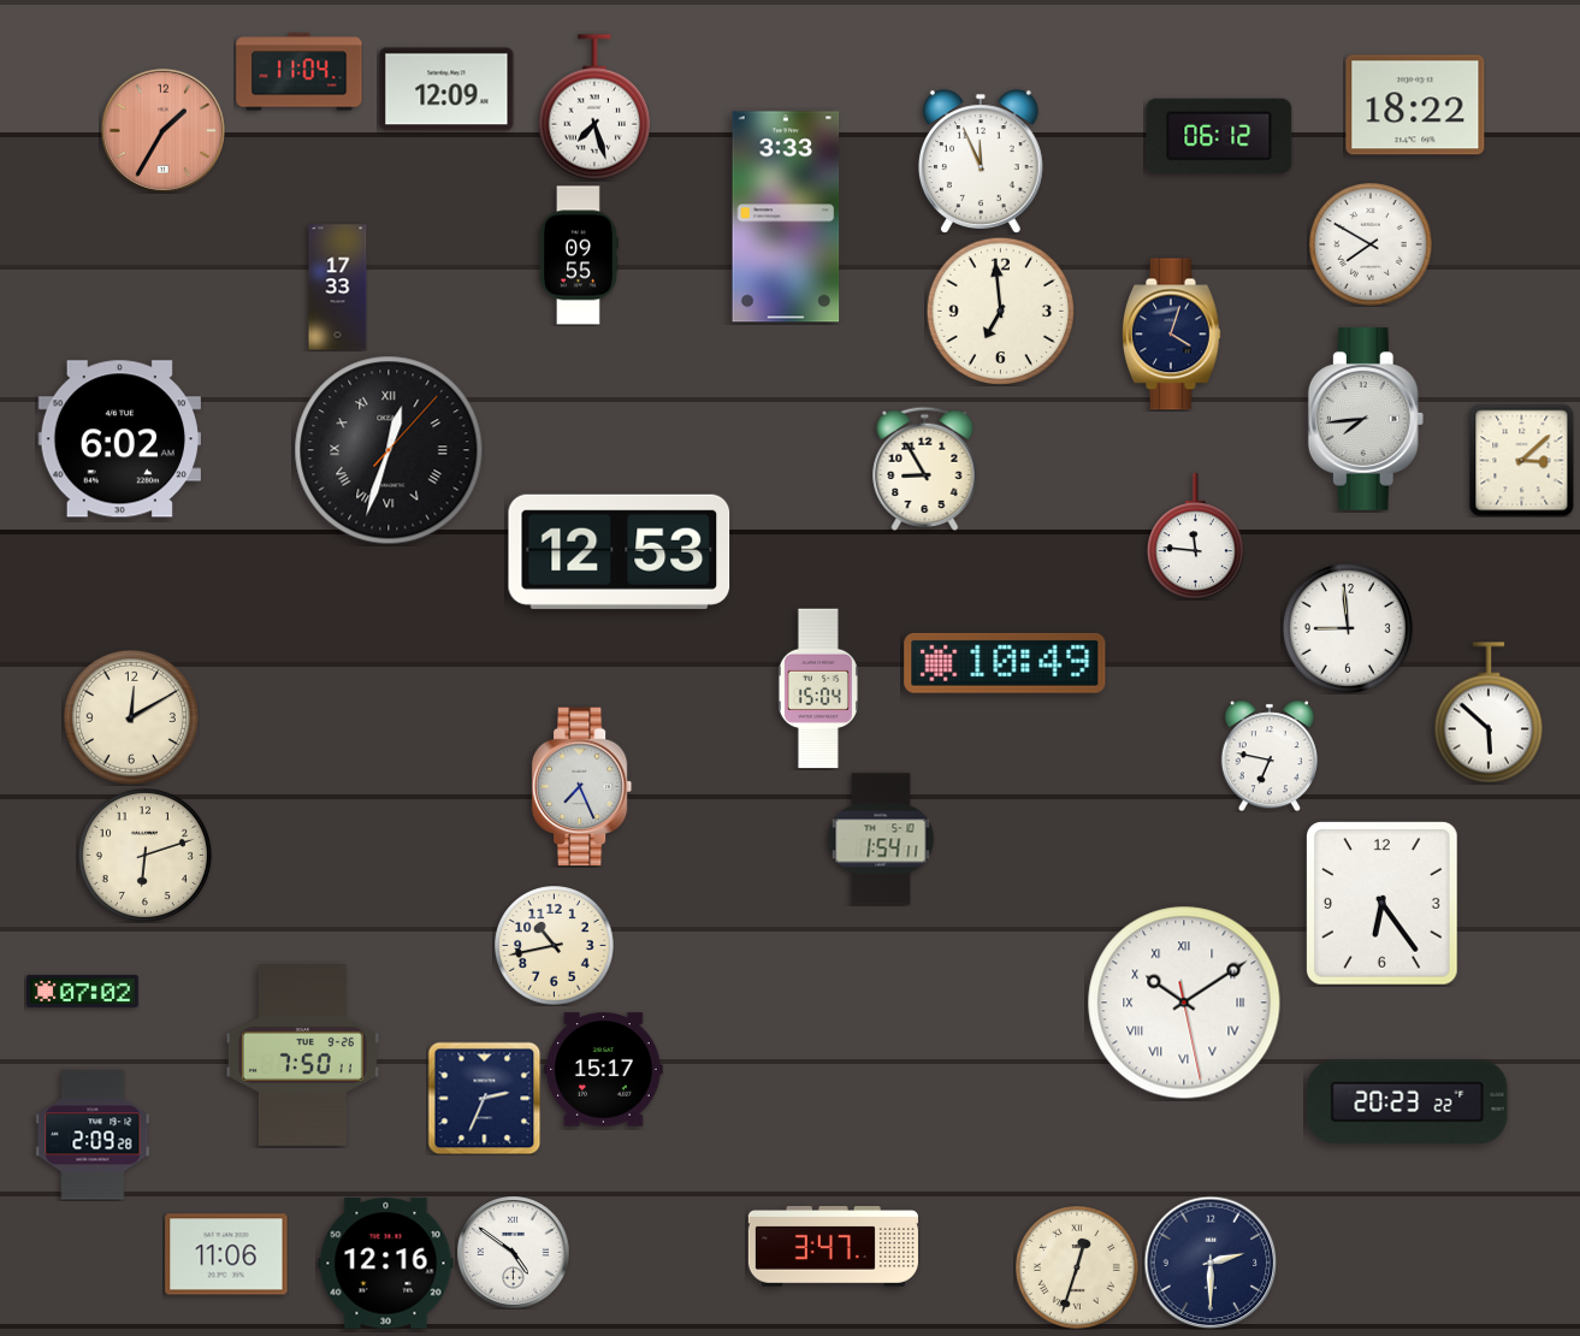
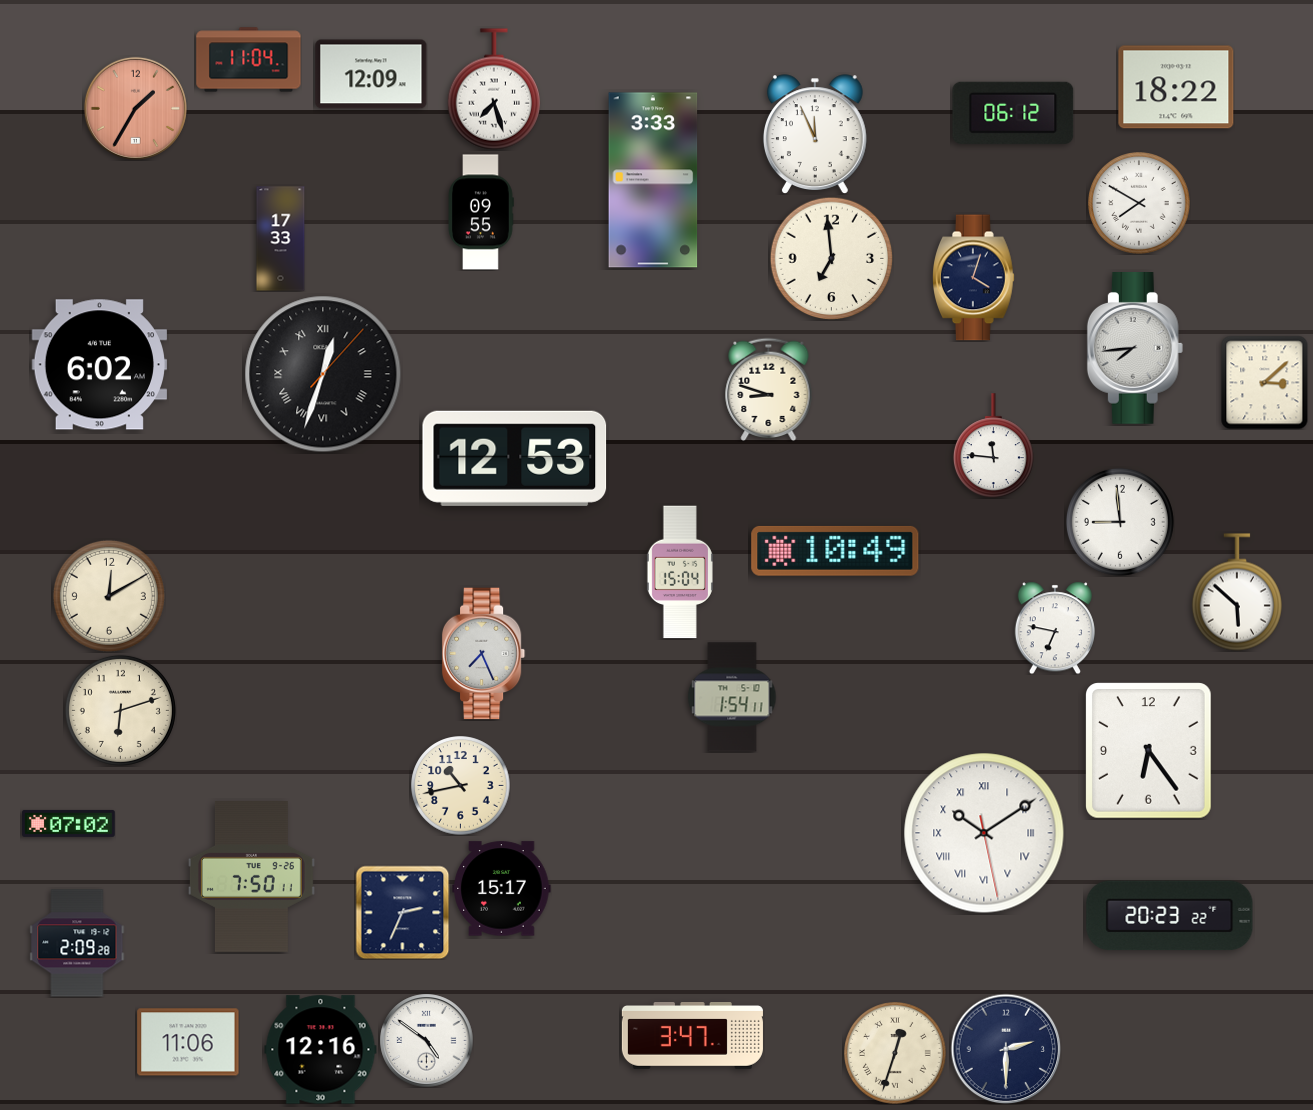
clock at (925, 468): 8:55 -> 8:48
